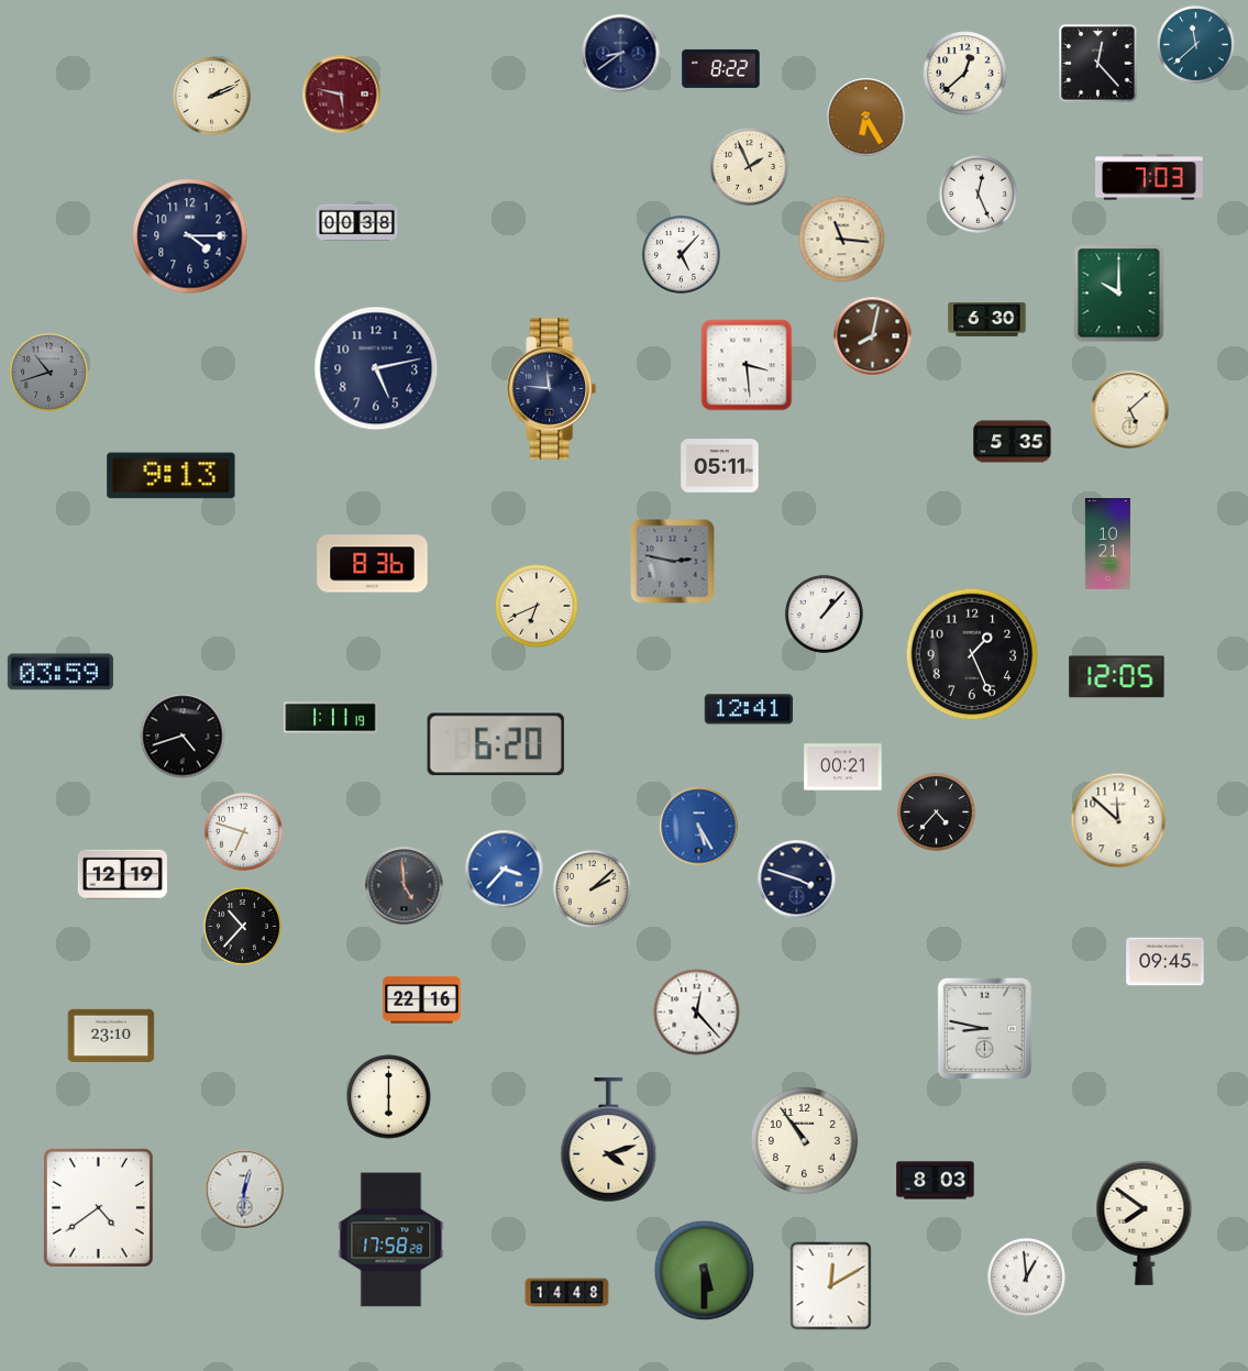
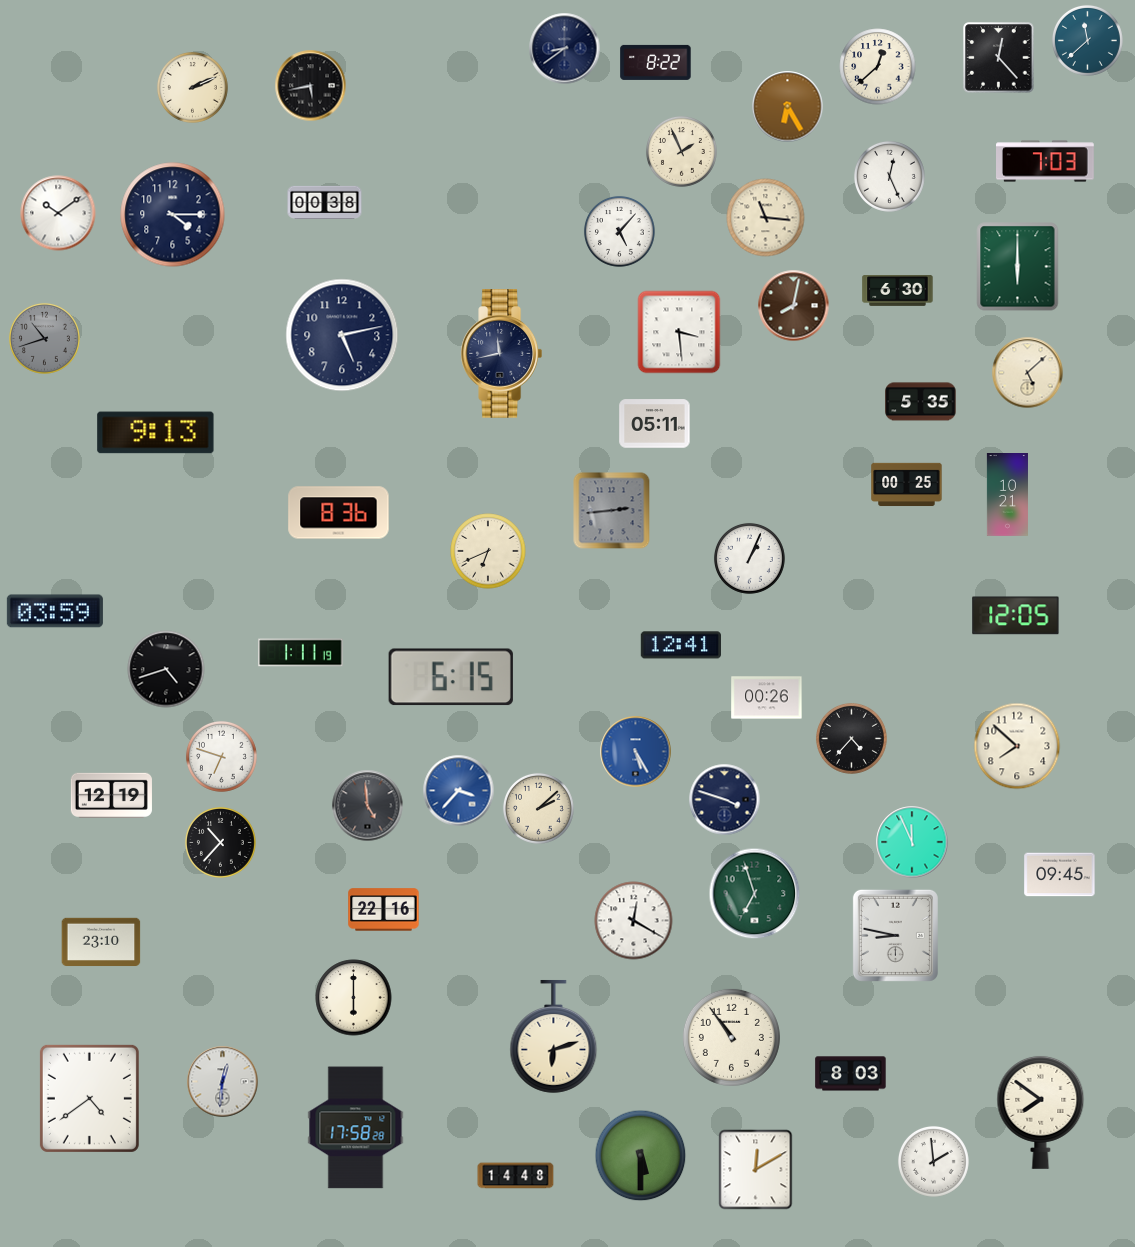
clock at (342, 95): 5:47 -> 5:43
clock at (342, 95) dial: burgundy -> black
clock at (58, 213): none -> 10:09
clock at (1119, 294): 10:00 -> 6:00
clock at (551, 389): 11:46 -> 11:43
clock at (907, 485): none -> 00:25
clock at (673, 562): 2:47 -> 2:44
clock at (824, 613): 1:07 -> 1:04
clock at (972, 654): 1:26 -> none
clock at (496, 744): 6:20 -> 6:15
clock at (843, 767): 00:21 -> 00:26
clock at (1118, 820): 11:52 -> 7:52
clock at (912, 842): none -> 11:56
clock at (755, 894): none -> 6:57
clock at (697, 1013): 12:23 -> 12:20
clock at (609, 1139): 4:12 -> 6:12
clock at (1026, 1276): 12:59 -> 1:59
